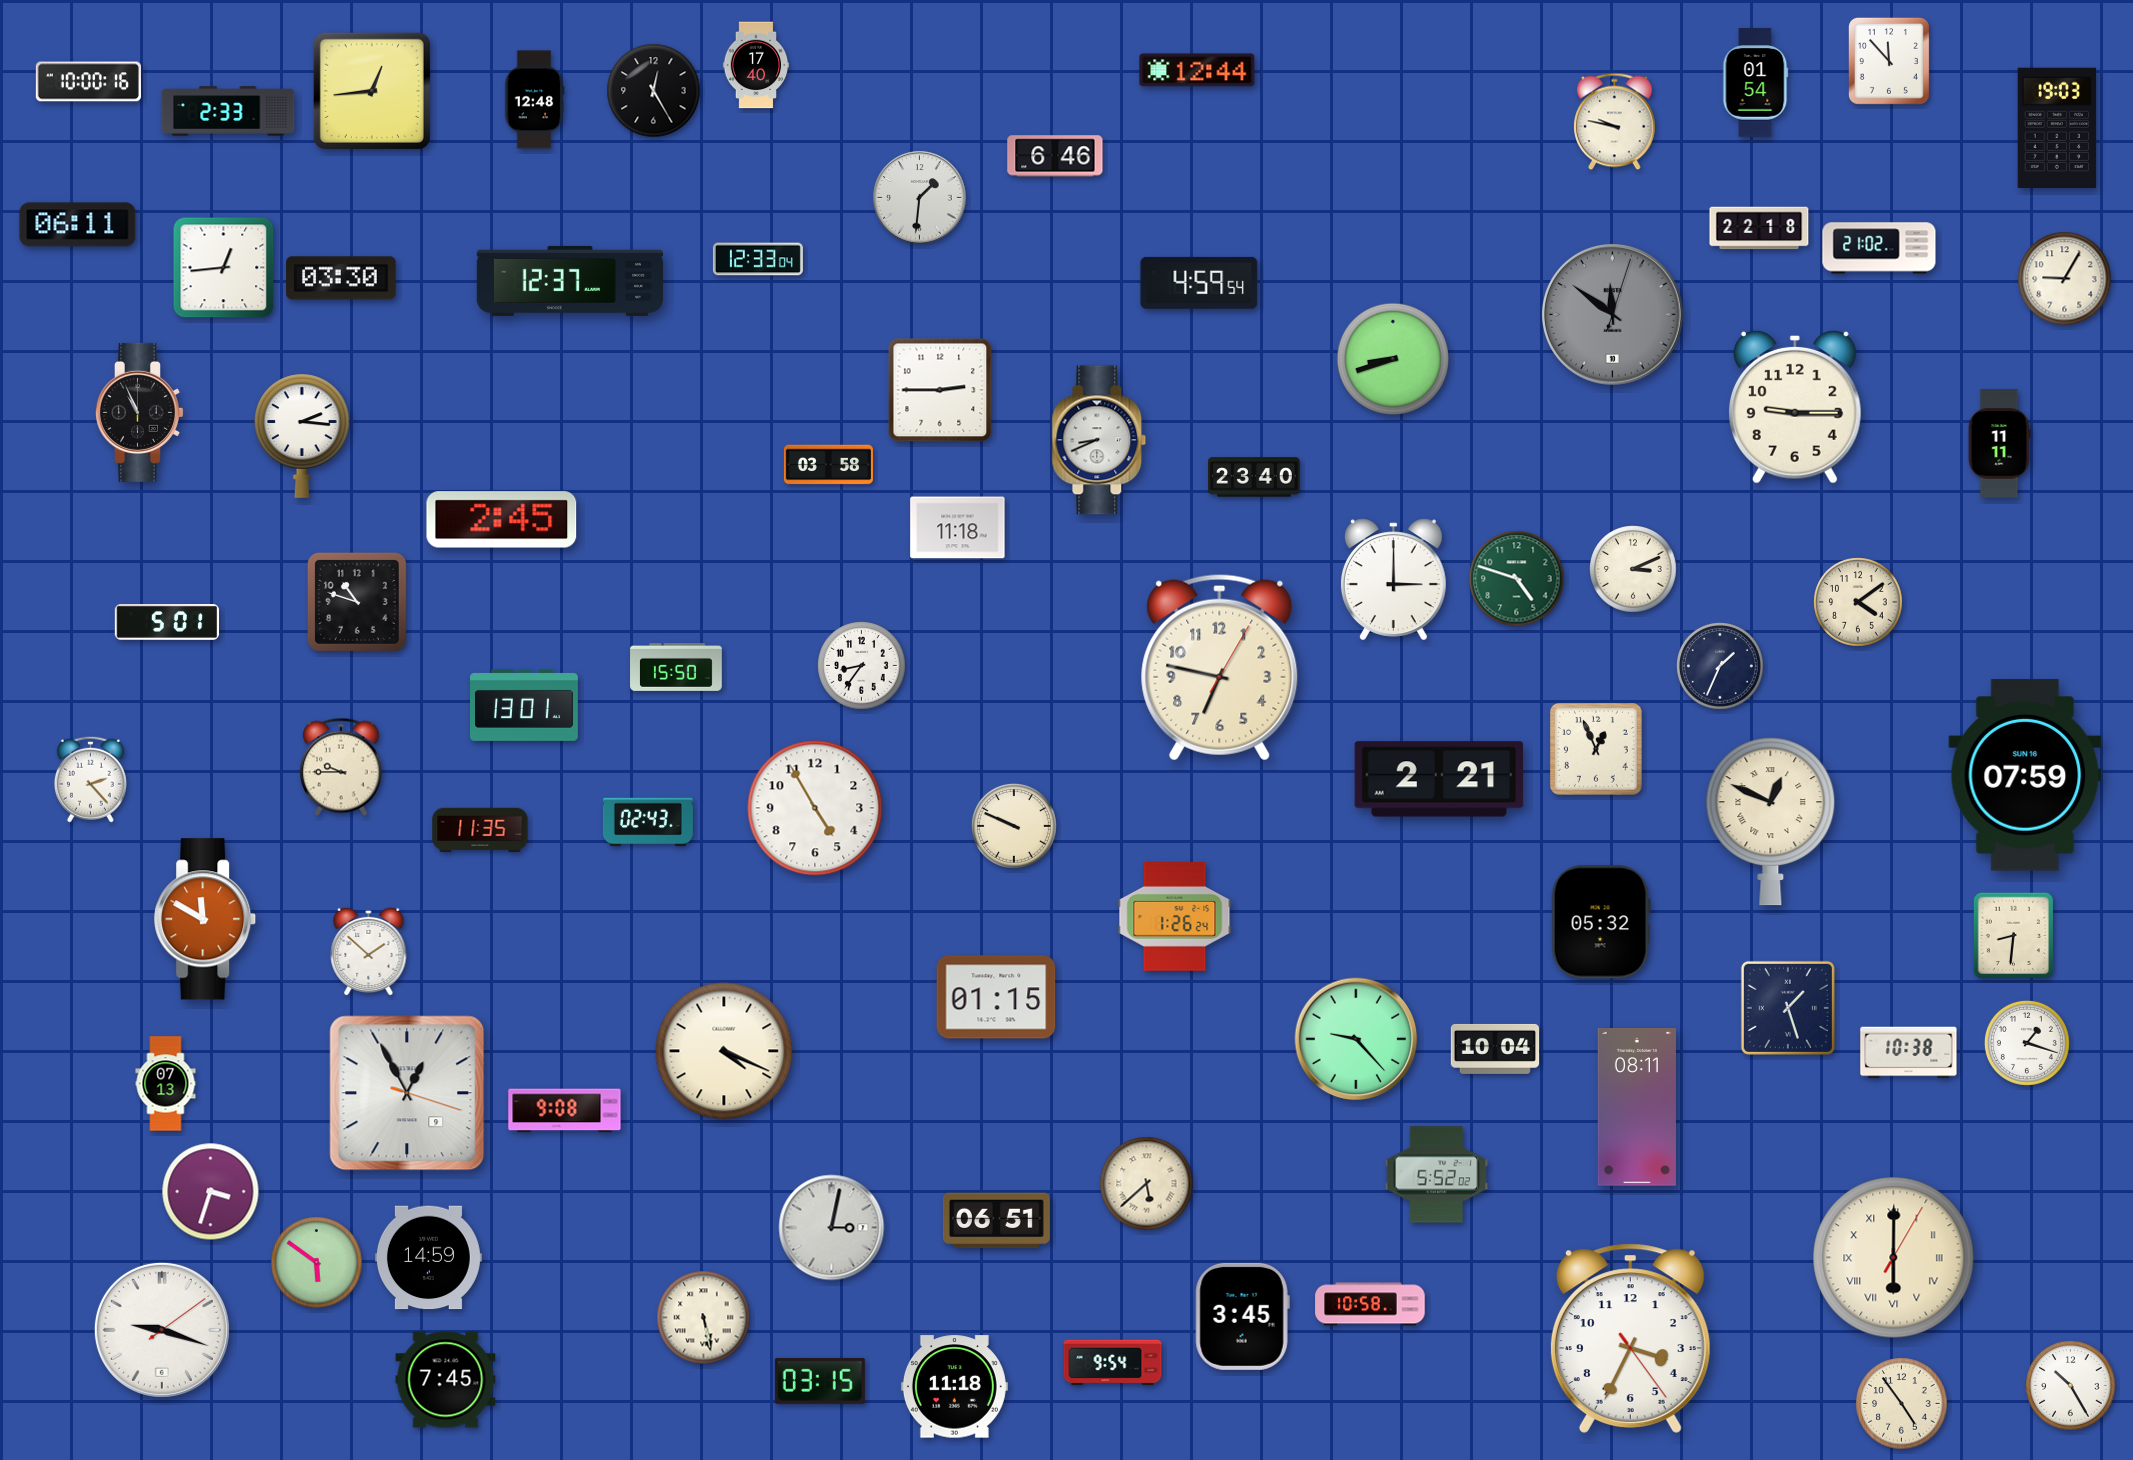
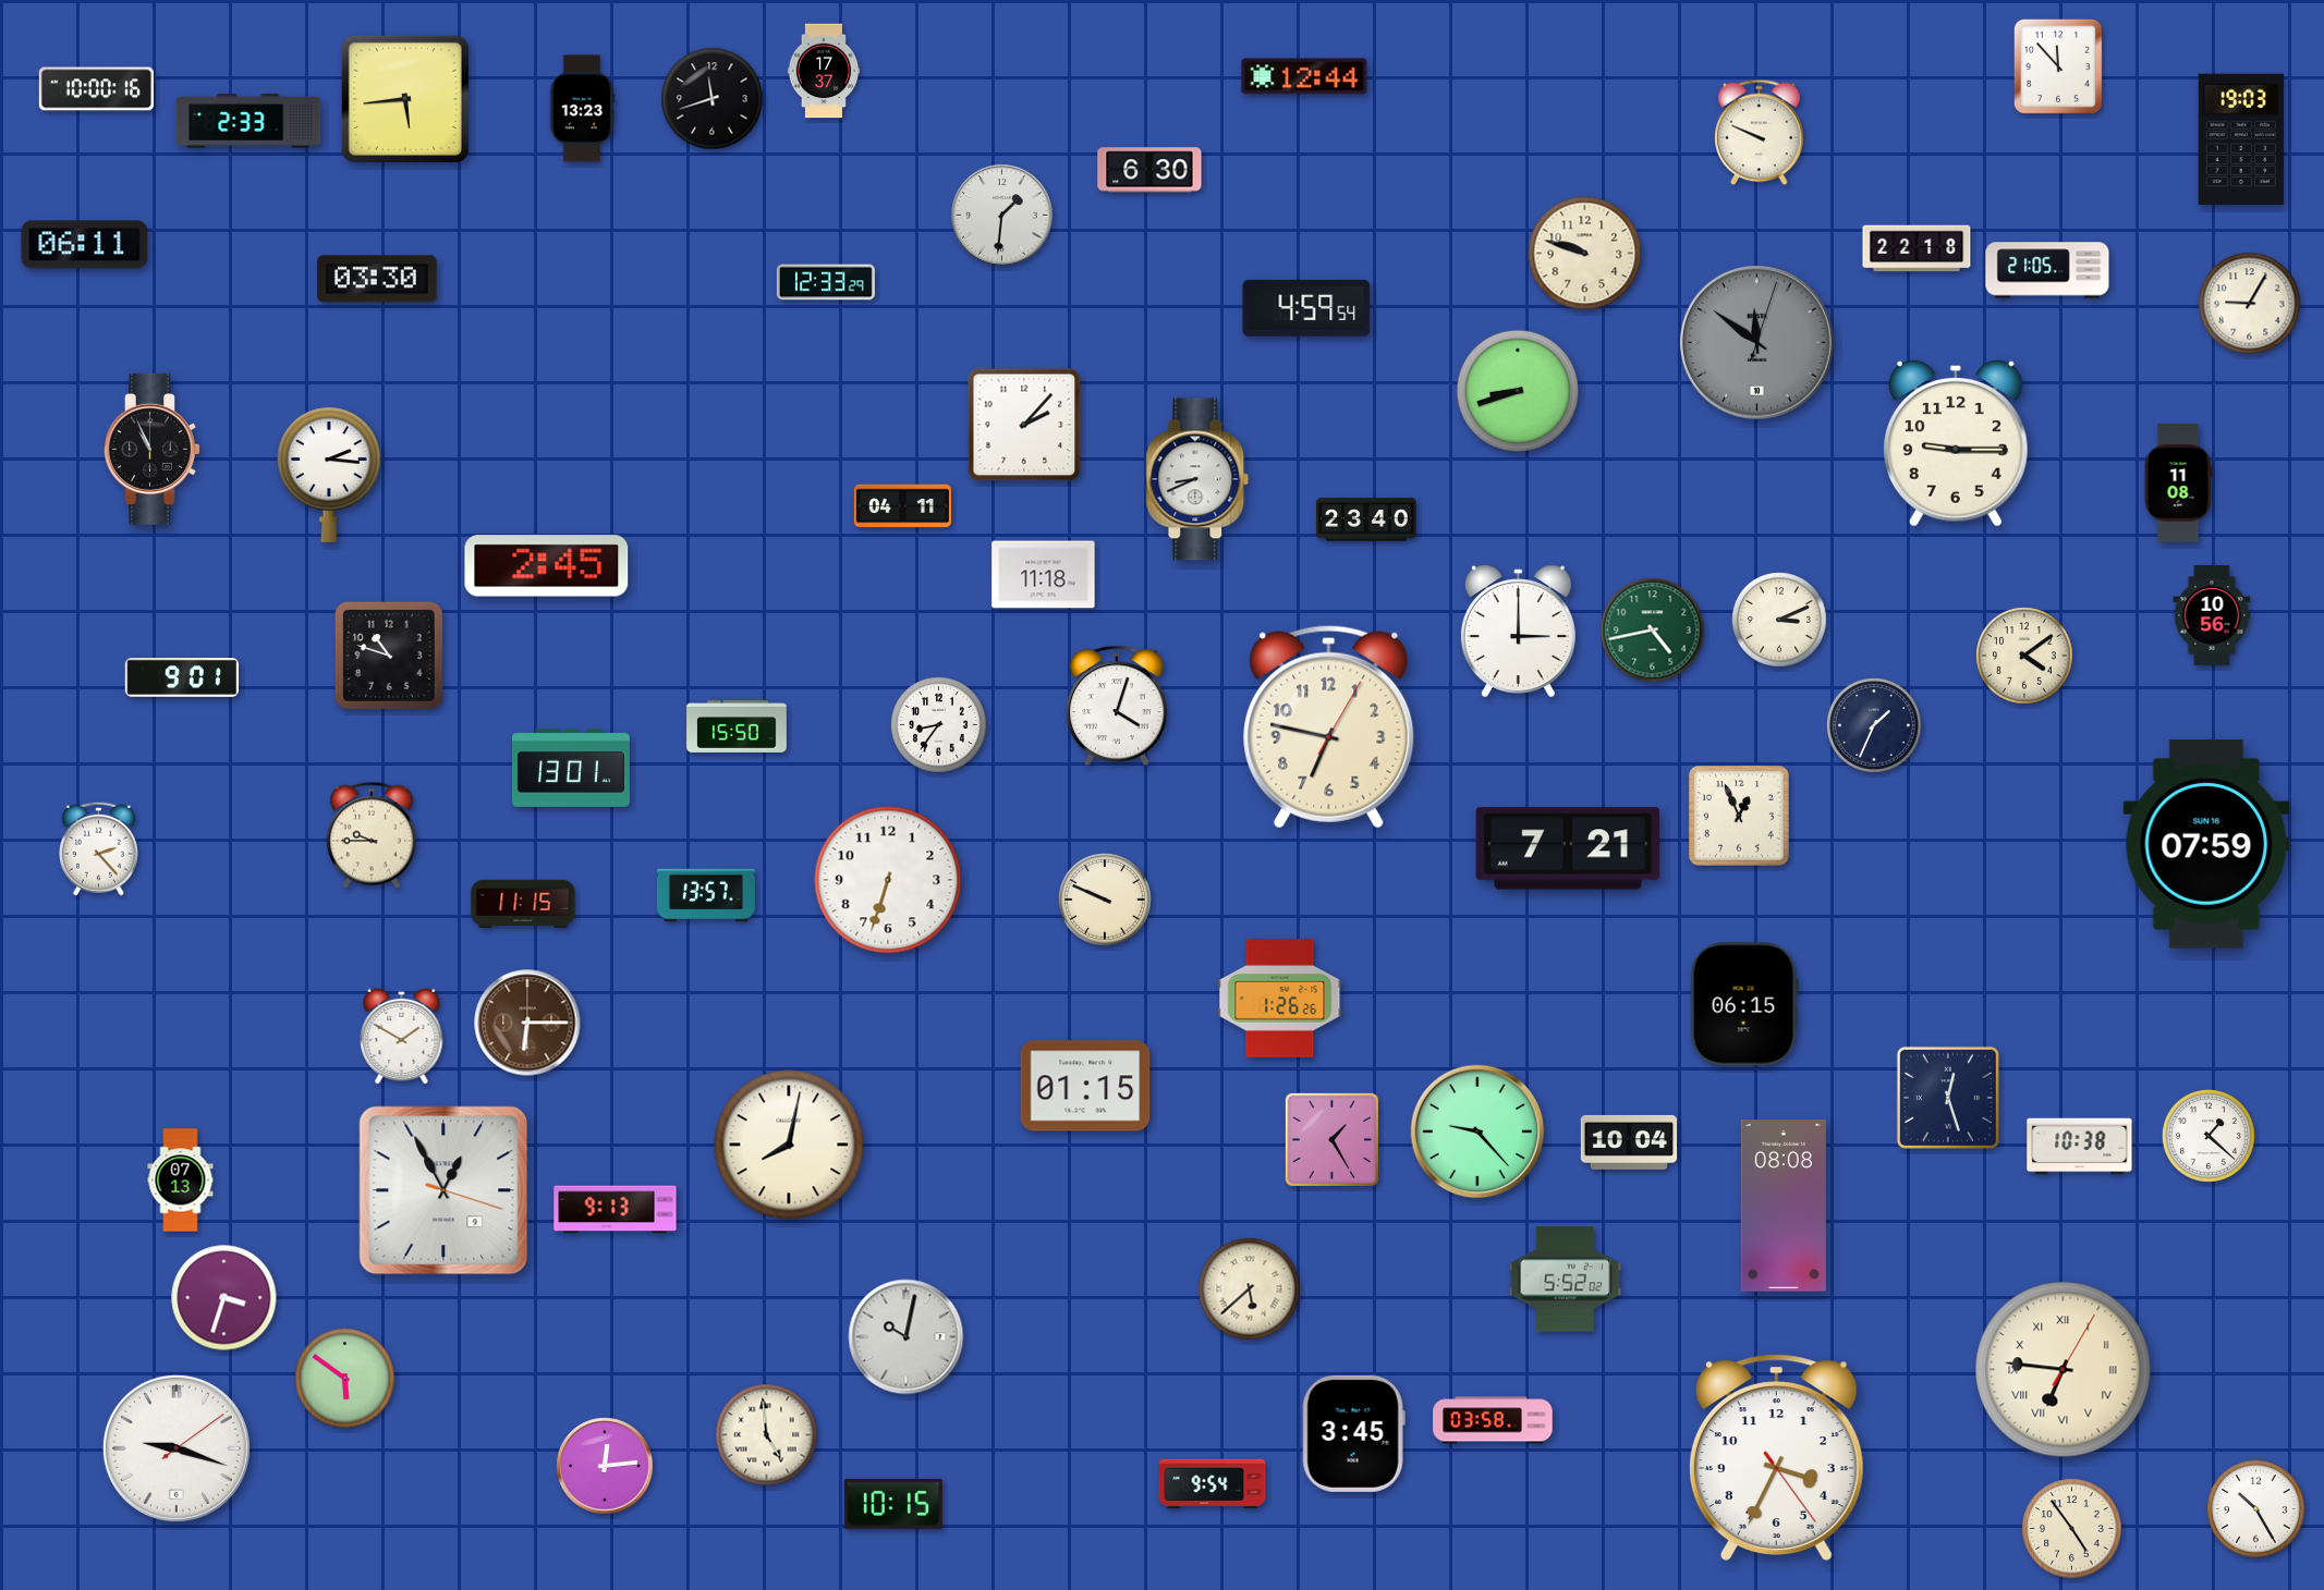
clock at (756, 65): 17:40 -> 17:37
clock at (1756, 83): 01:54 -> none
clock at (372, 91): 12:44 -> 5:44
clock at (654, 91): 12:25 -> 11:42
clock at (534, 100): 12:48 -> 13:23
clock at (1615, 122): 9:47 -> 9:49
clock at (1055, 156): 6:46 -> 6:30
clock at (1585, 254): none -> 9:48
clock at (1879, 248): 21:02 -> 21:05
clock at (758, 259): 12:33:04 -> 12:33:29
clock at (224, 268): 12:44 -> none
clock at (341, 278) position: (341, 278) -> (377, 279)
clock at (569, 281): 12:37 -> none
clock at (940, 390): 2:45 -> 2:07
clock at (1999, 444): 11:11 -> 11:08
clock at (828, 465): 03:58 -> 04:11
clock at (2212, 615): none -> 10:56
clock at (1517, 579): 4:48 -> 4:43
clock at (167, 623): 5:01 -> 9:01
clock at (1118, 706): none -> 4:03
clock at (1439, 779): 2:21 -> 7:21
clock at (815, 808): 4:55 -> 6:33
clock at (648, 822): 02:43 -> 13:57
clock at (1771, 822): 12:49 -> none
clock at (480, 830): 11:35 -> 11:15
clock at (1175, 917): 1:26:24 -> 1:26:26
clock at (206, 919): 11:50 -> none
clock at (1601, 922): 05:32 -> 06:15
clock at (2013, 936): 8:31 -> none
clock at (527, 1023): none -> 6:15
clock at (369, 951): 1:52 -> 1:50
clock at (1788, 1008): 1:27 -> 12:27
clock at (2027, 1043): 1:18 -> 1:22
clock at (1331, 1139): none -> 1:25
clock at (724, 1051): 4:19 -> 8:02
clock at (1637, 1108): 08:11 -> 08:08
clock at (565, 1111): 9:08 -> 9:13
clock at (211, 1192) position: (211, 1192) -> (224, 1298)
clock at (996, 1221): 06:51 -> none
clock at (832, 1228): 3:02 -> 10:02
clock at (428, 1258): 14:59 -> none
clock at (1894, 1258): 6:00 -> 6:46
clock at (317, 1263) position: (317, 1263) -> (345, 1379)
clock at (1370, 1304): 10:58 -> 03:58
clock at (704, 1318): 5:28 -> 4:59
clock at (605, 1466): none -> 12:14
clock at (446, 1380): 7:45 -> none
clock at (820, 1381): 03:15 -> 10:15
clock at (954, 1387): 11:18 -> none
